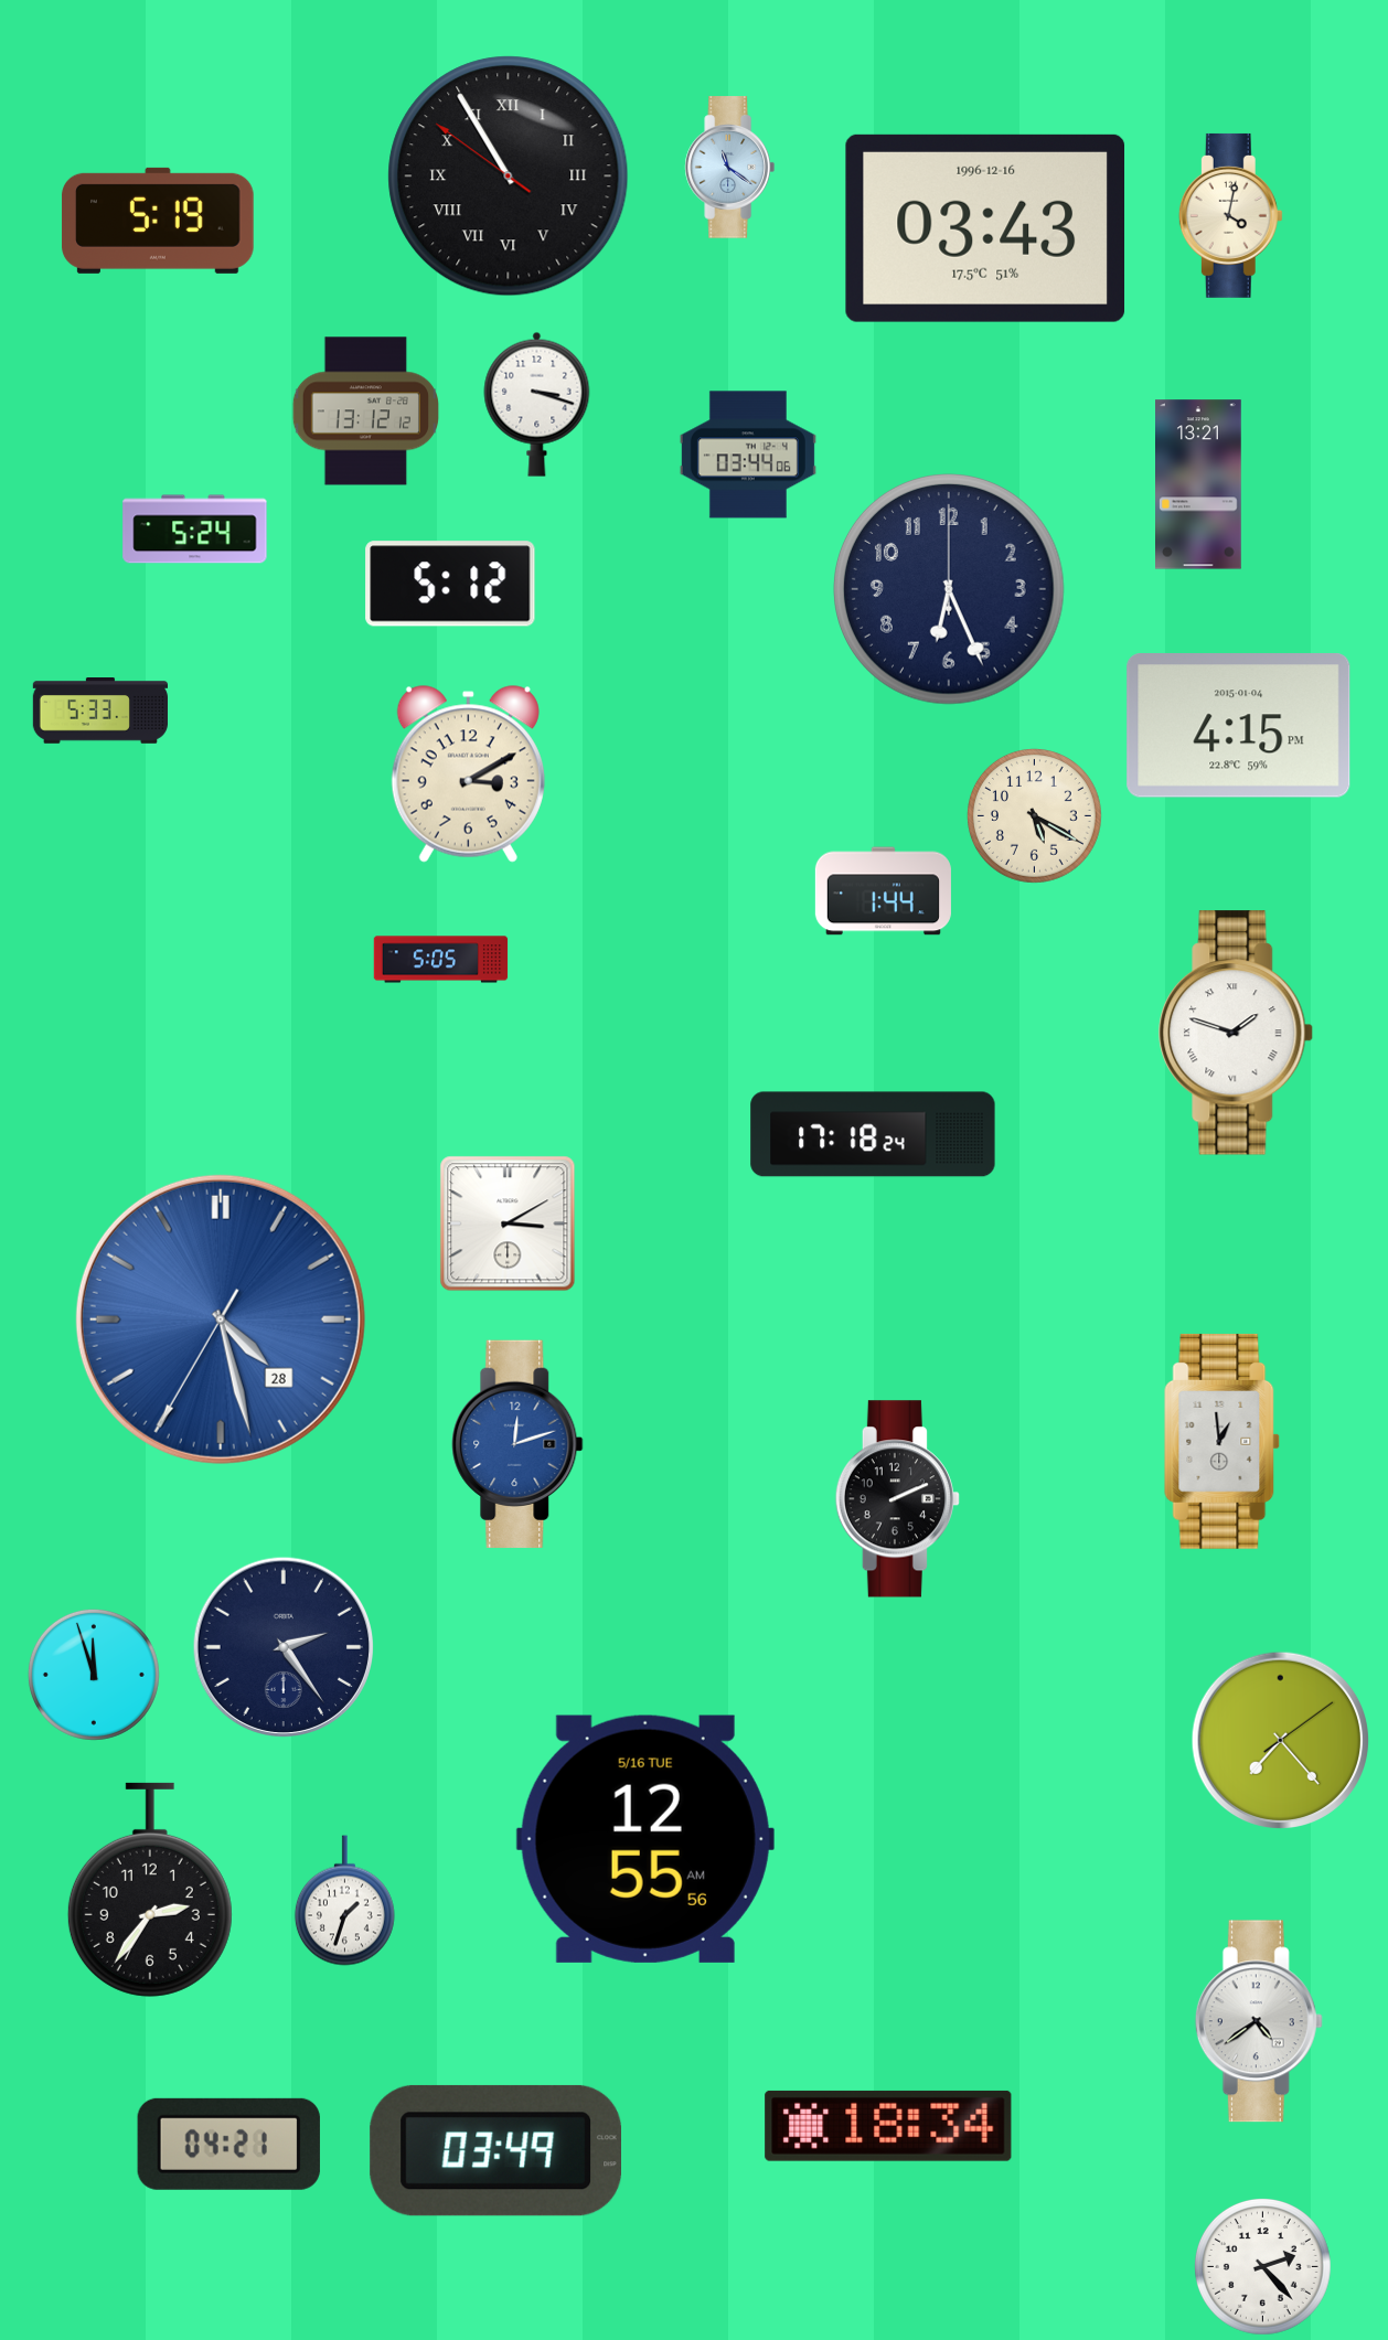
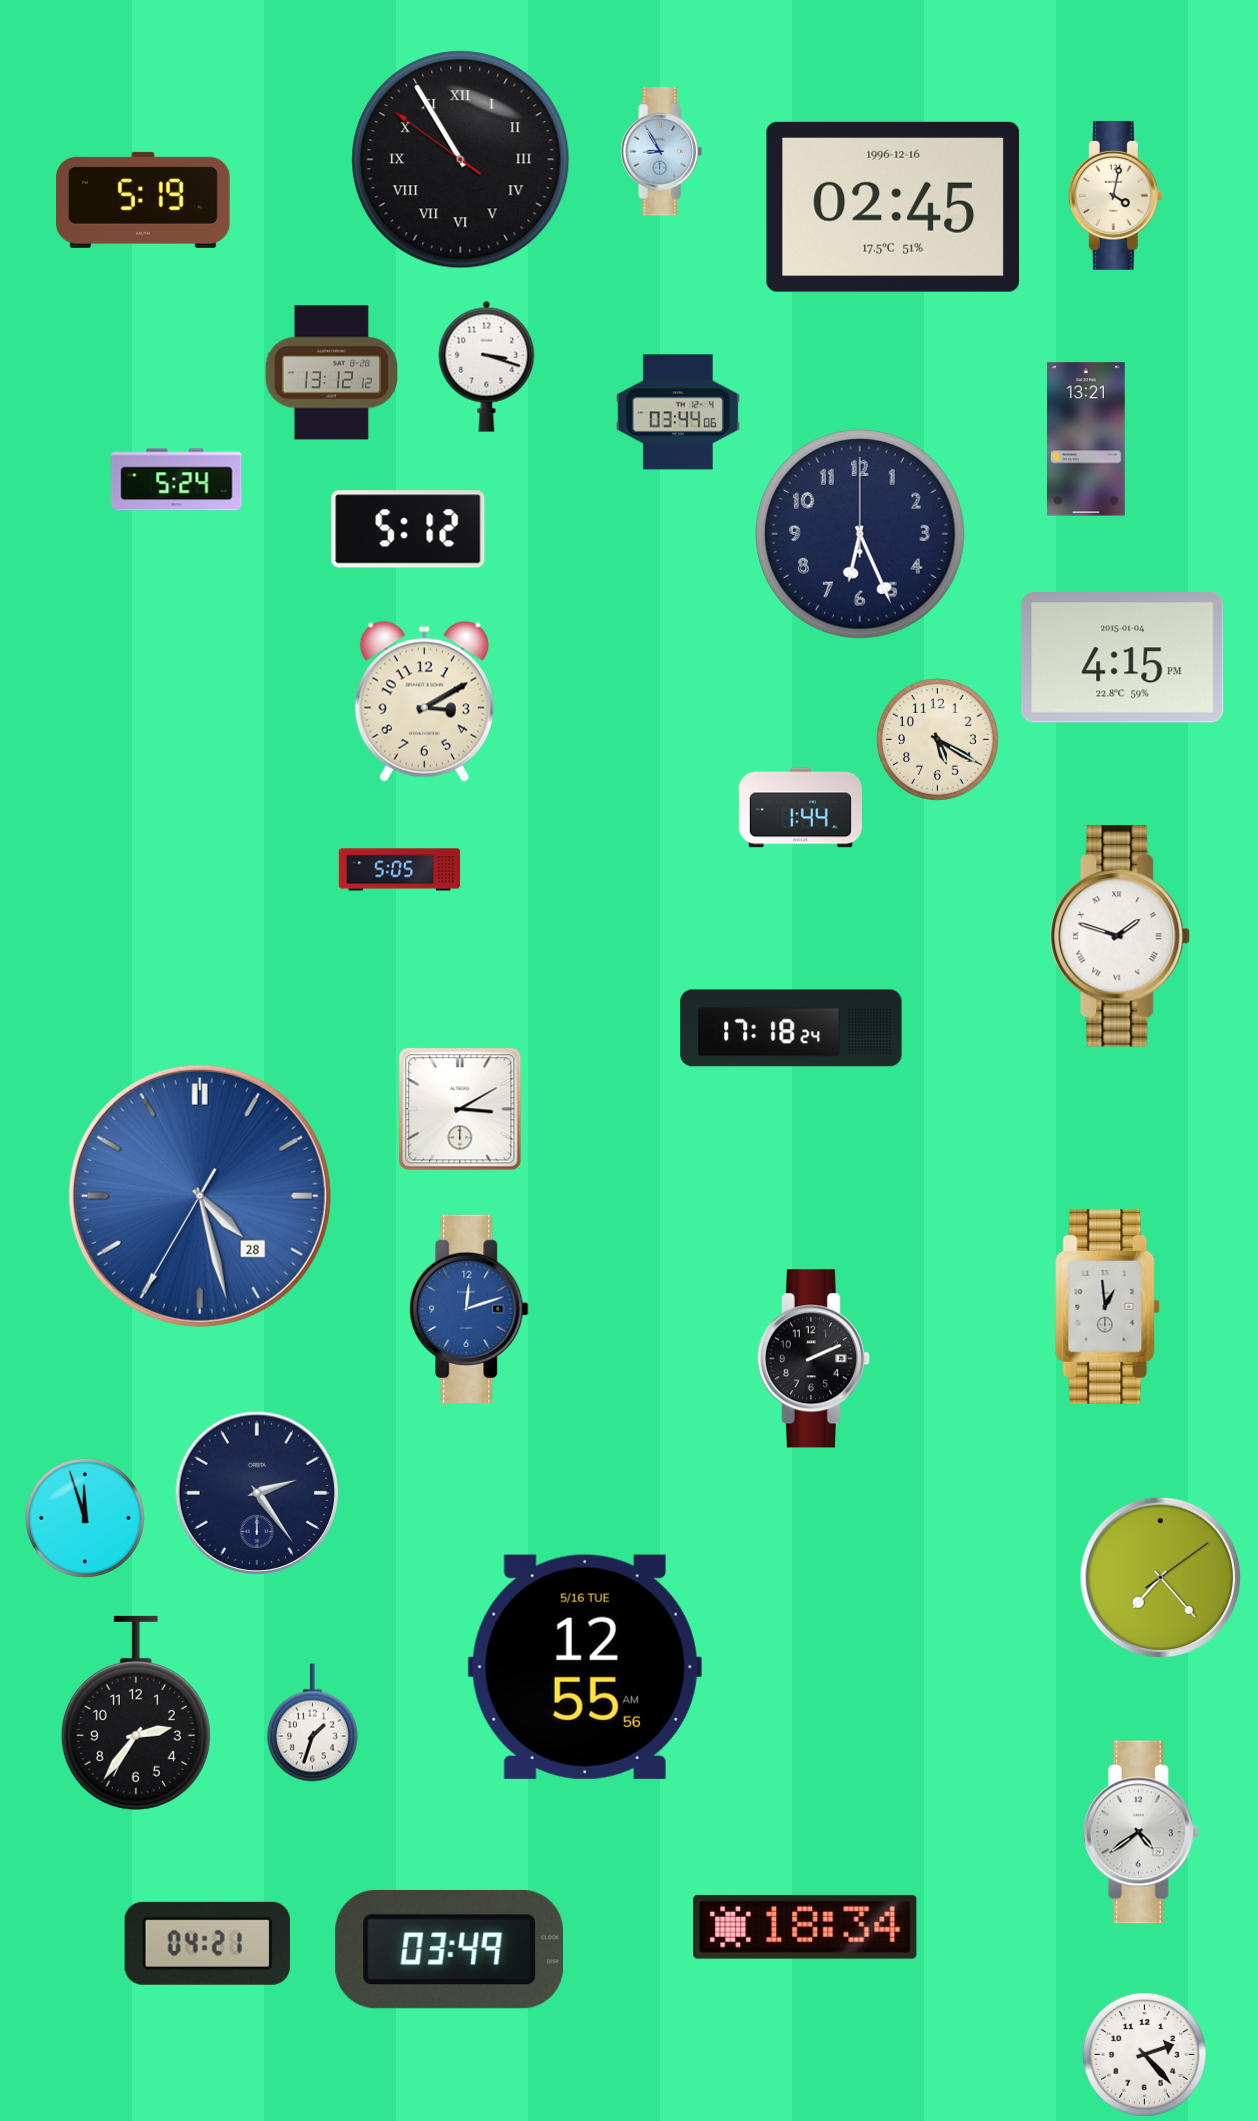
clock at (729, 168): 11:21 -> 8:55
clock at (985, 228): 03:43 -> 02:45
clock at (99, 710): 5:33 -> none
